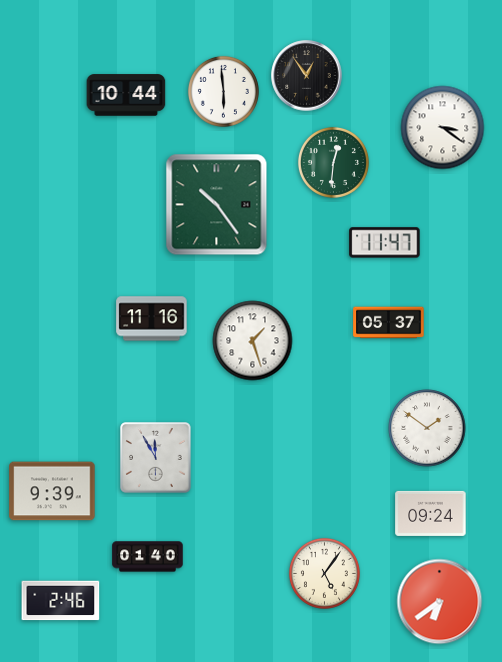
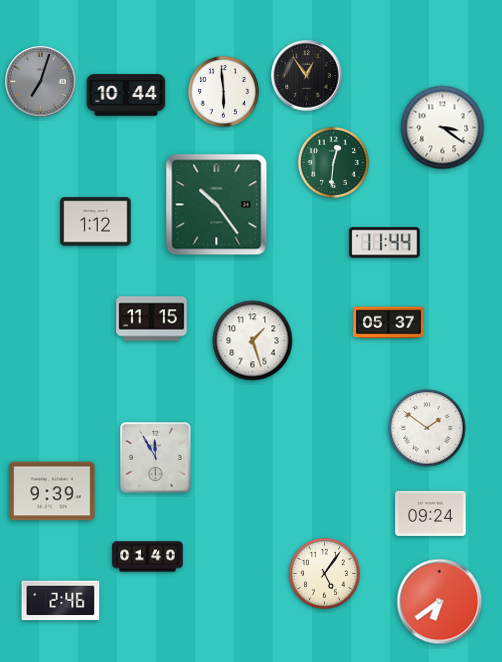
clock at (41, 82): none -> 7:03
clock at (96, 222): none -> 1:12
clock at (385, 243): 11:47 -> 11:44
clock at (152, 319): 11:16 -> 11:15
